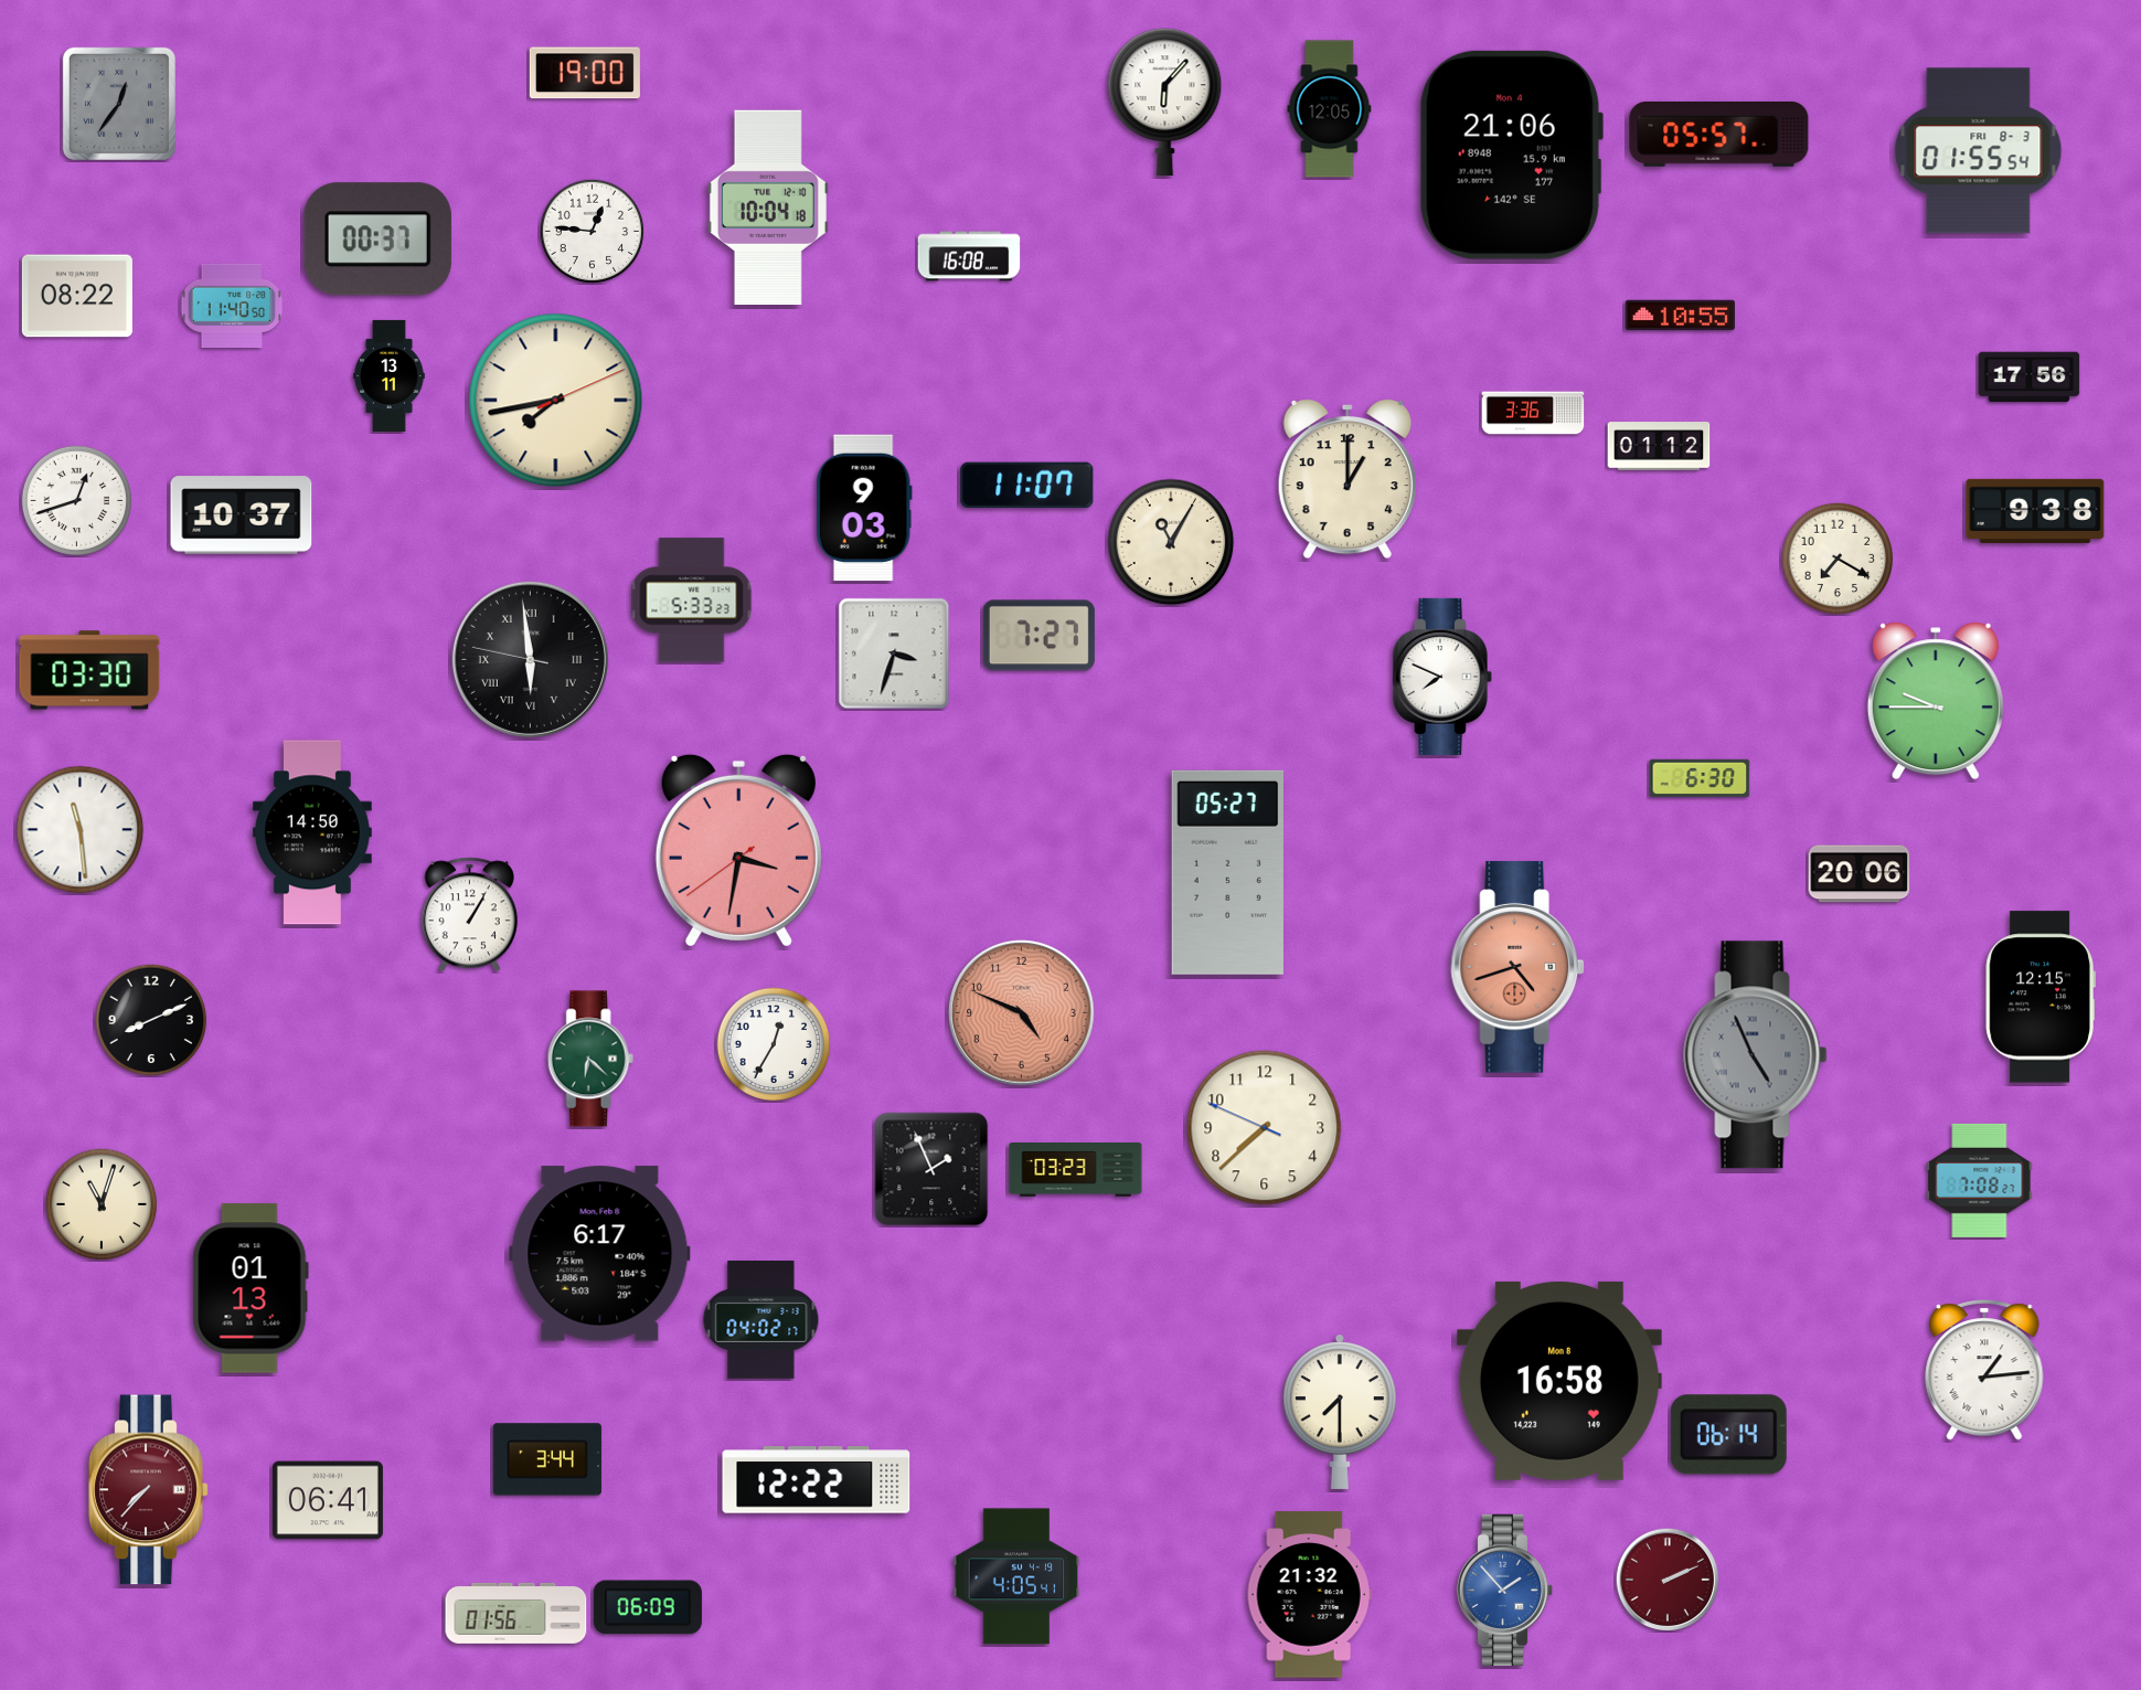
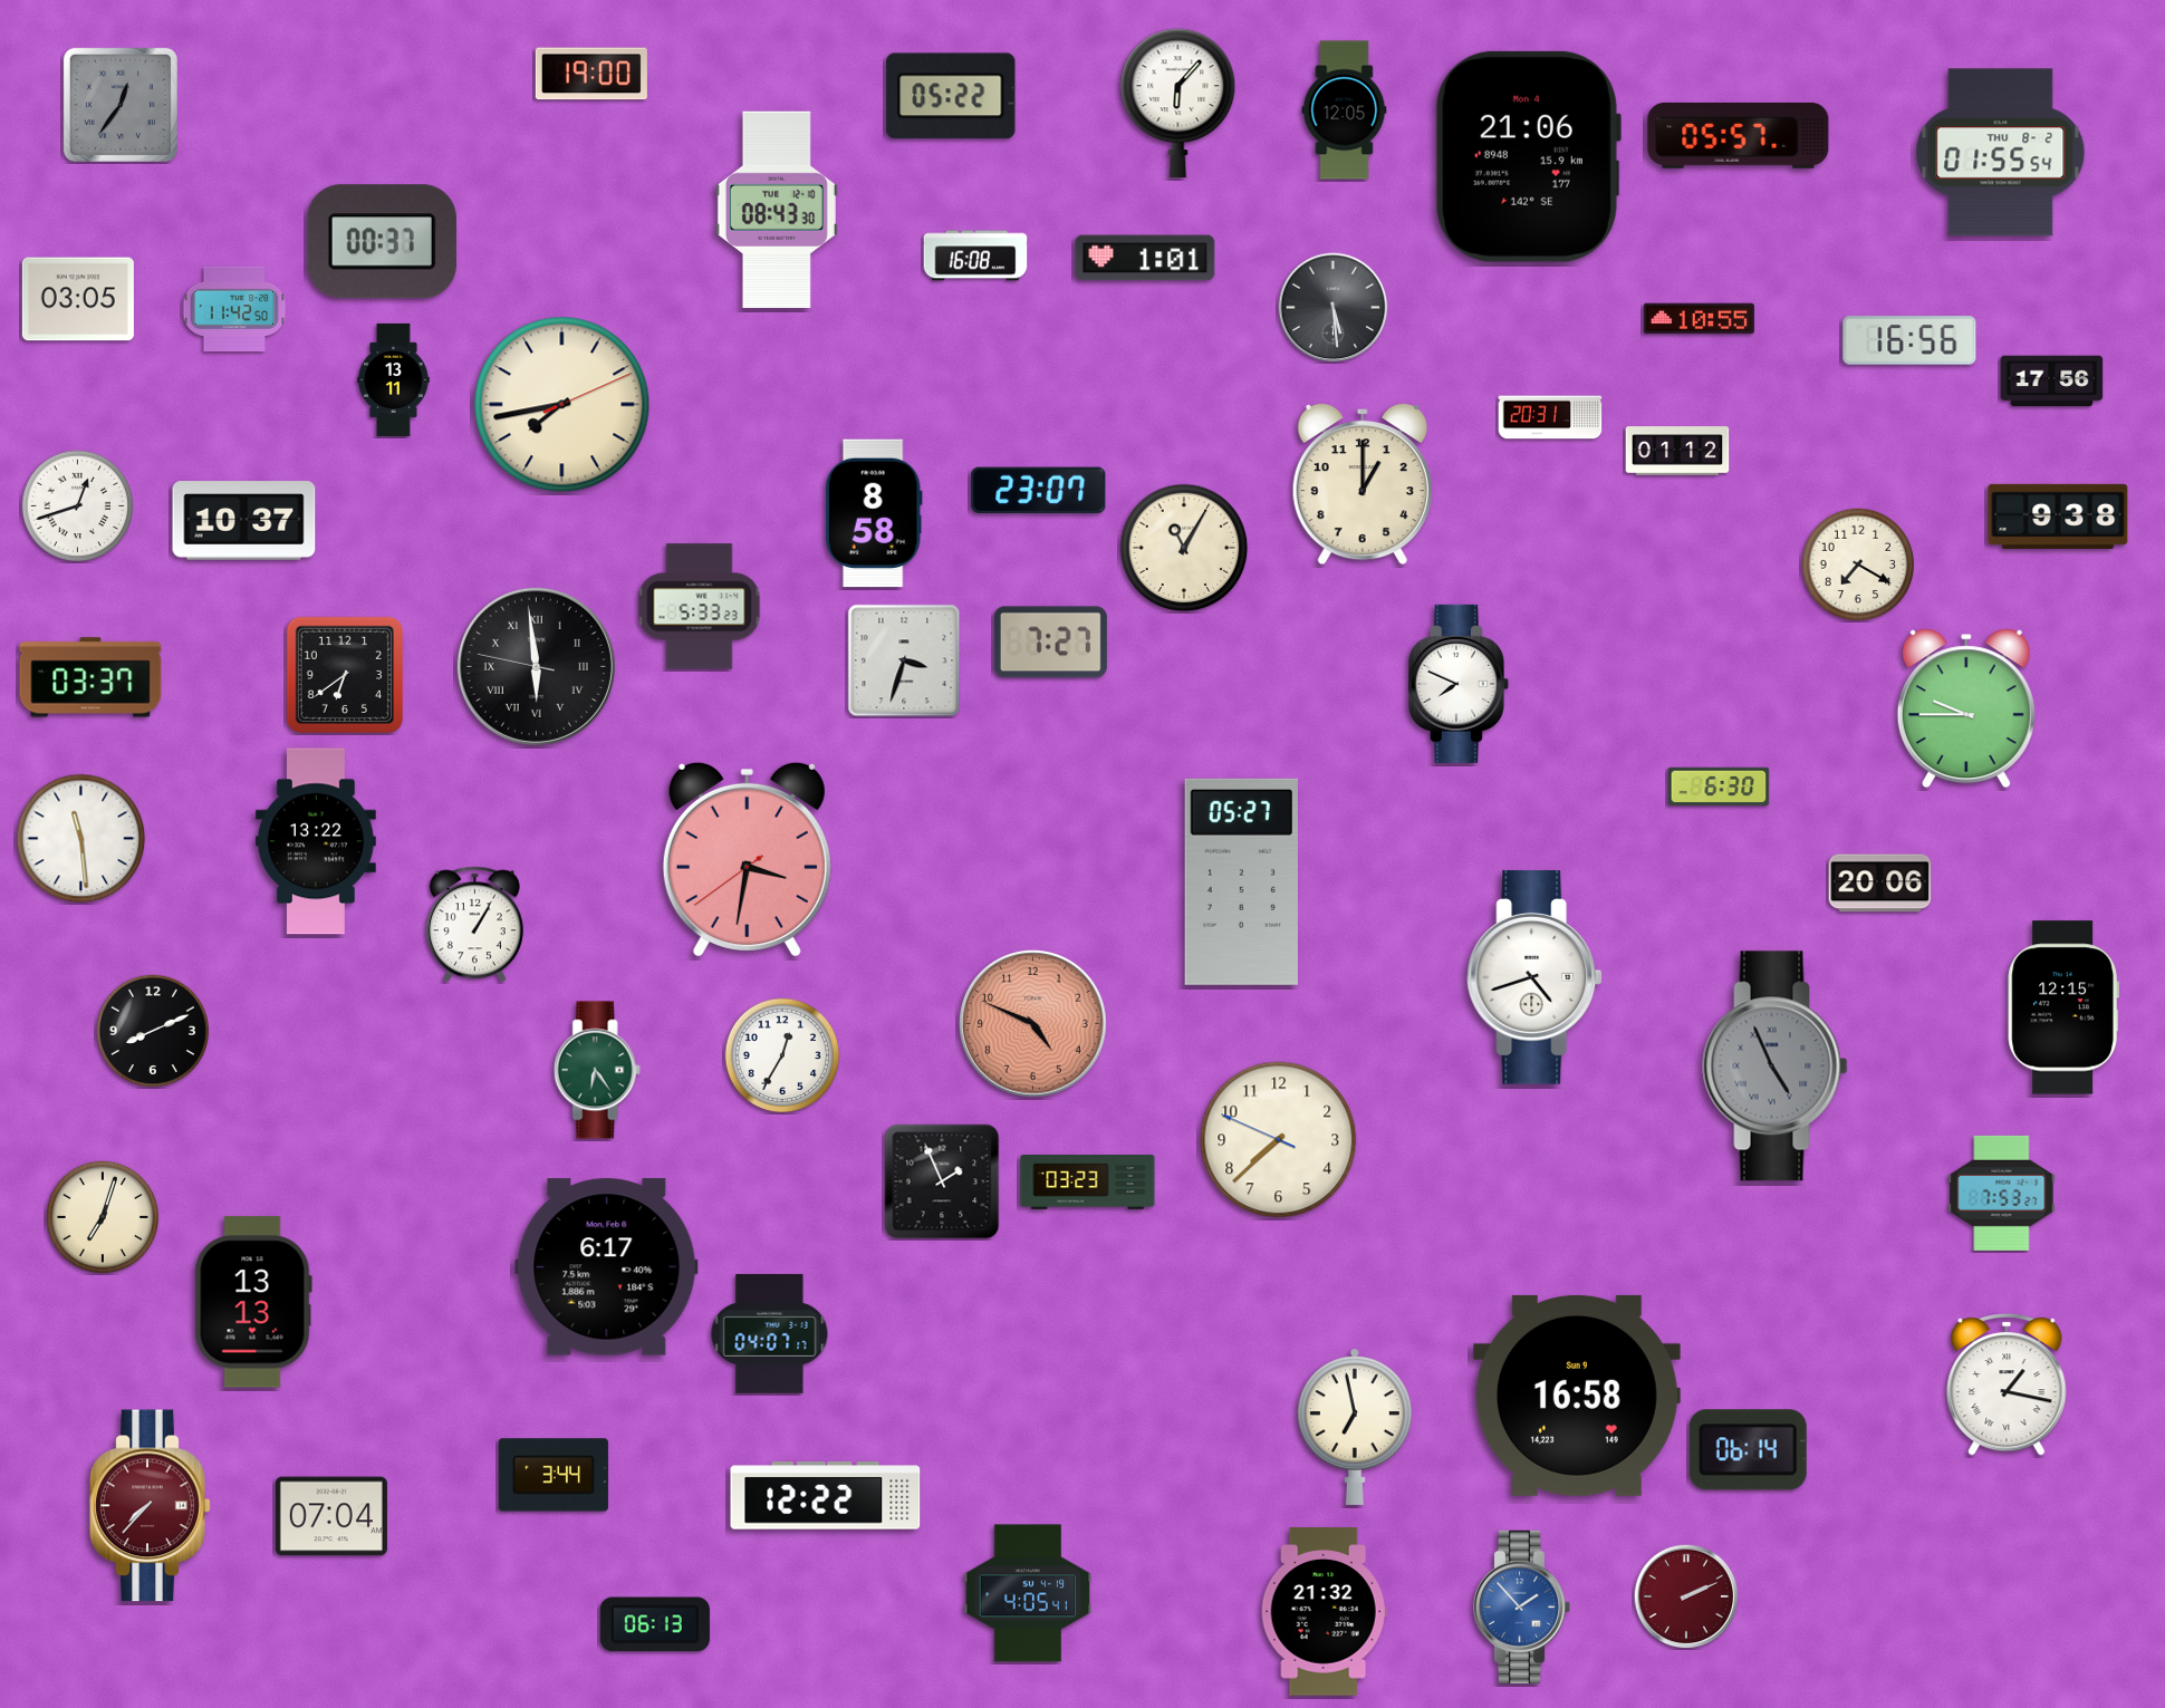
clock at (951, 96): none -> 05:22
clock at (1979, 151) date: FRI 8-3 -> THU 8-2
clock at (768, 208): 10:04 -> 08:43
clock at (592, 231): 12:46 -> none
clock at (1145, 258): none -> 1:01
clock at (969, 256) position: (969, 256) -> (975, 255)
clock at (77, 296): 08:22 -> 03:05
clock at (1334, 308): none -> 5:29
clock at (232, 306): 11:40 -> 11:42
clock at (1909, 340): none -> 16:56
clock at (1533, 413): 3:36 -> 20:31
clock at (1027, 485): 11:07 -> 23:07
clock at (864, 508): 9:03 -> 8:58
clock at (345, 675): none -> 6:39
clock at (89, 670): 03:30 -> 03:37
clock at (1936, 701) position: (1936, 701) -> (1966, 708)
clock at (312, 832): 14:50 -> 13:22
clock at (1517, 967) dial: salmon -> white
clock at (590, 1059): 6:22 -> 6:24
clock at (1980, 1180): 7:08 -> 7:53
clock at (102, 1204): 11:03 -> 7:03
clock at (251, 1288): 01:13 -> 13:13
clock at (761, 1320): 04:02 -> 04:07
clock at (1984, 1371): 1:14 -> 1:17
clock at (1559, 1381) date: Mon 8 -> Sun 9
clock at (1340, 1412): 7:30 -> 6:58
clock at (328, 1500): 06:41 -> 07:04
clock at (648, 1607): 06:09 -> 06:13
clock at (516, 1613): 01:56 -> none
